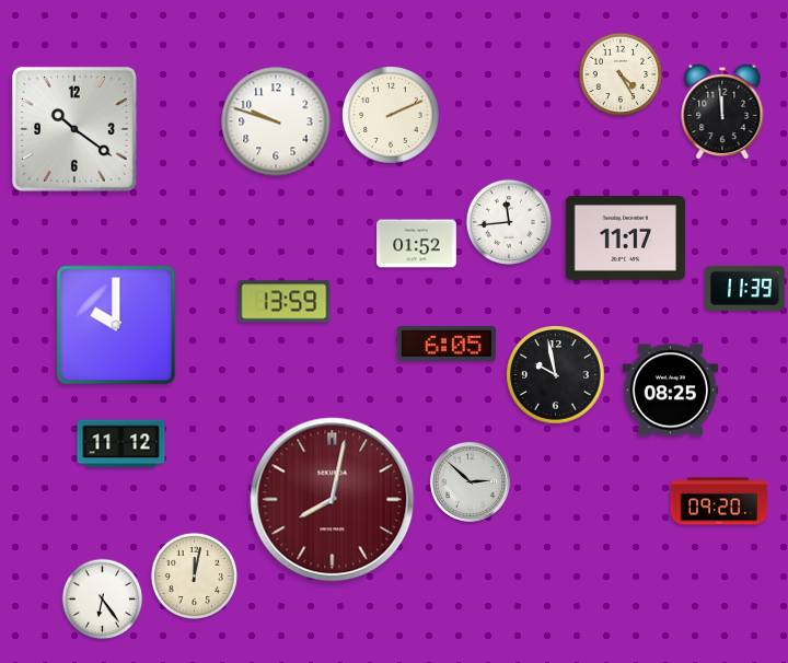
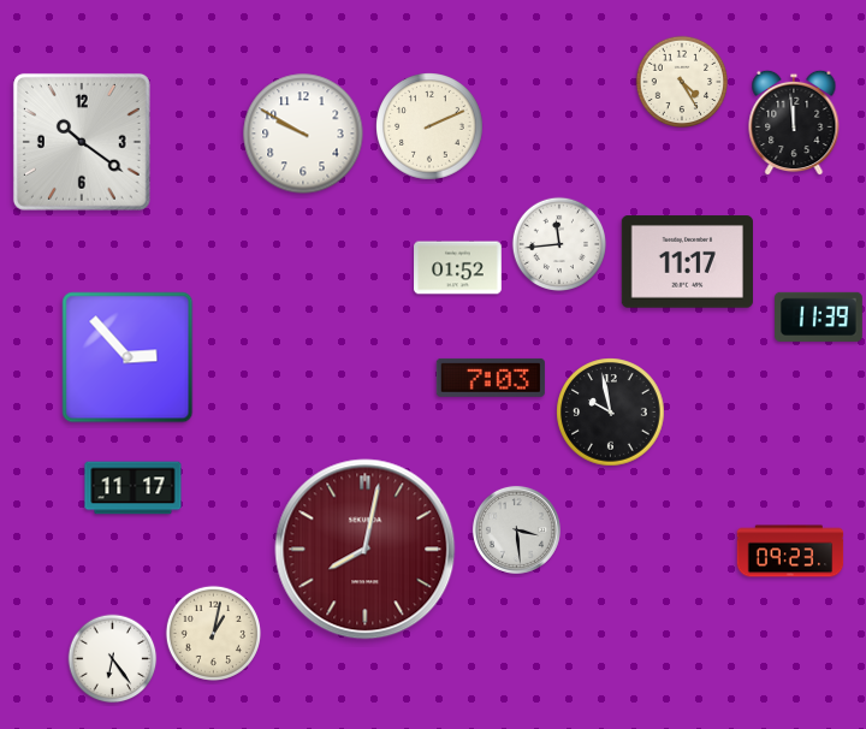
clock at (276, 121): 9:48 -> 9:50
clock at (285, 302): 13:59 -> none
clock at (116, 325): 10:00 -> 2:53
clock at (447, 344): 6:05 -> 7:03
clock at (671, 391): 08:25 -> none
clock at (121, 444): 11:12 -> 11:17
clock at (470, 481): 2:52 -> 3:29
clock at (719, 501): 09:20 -> 09:23
clock at (194, 575): 12:02 -> 1:02
